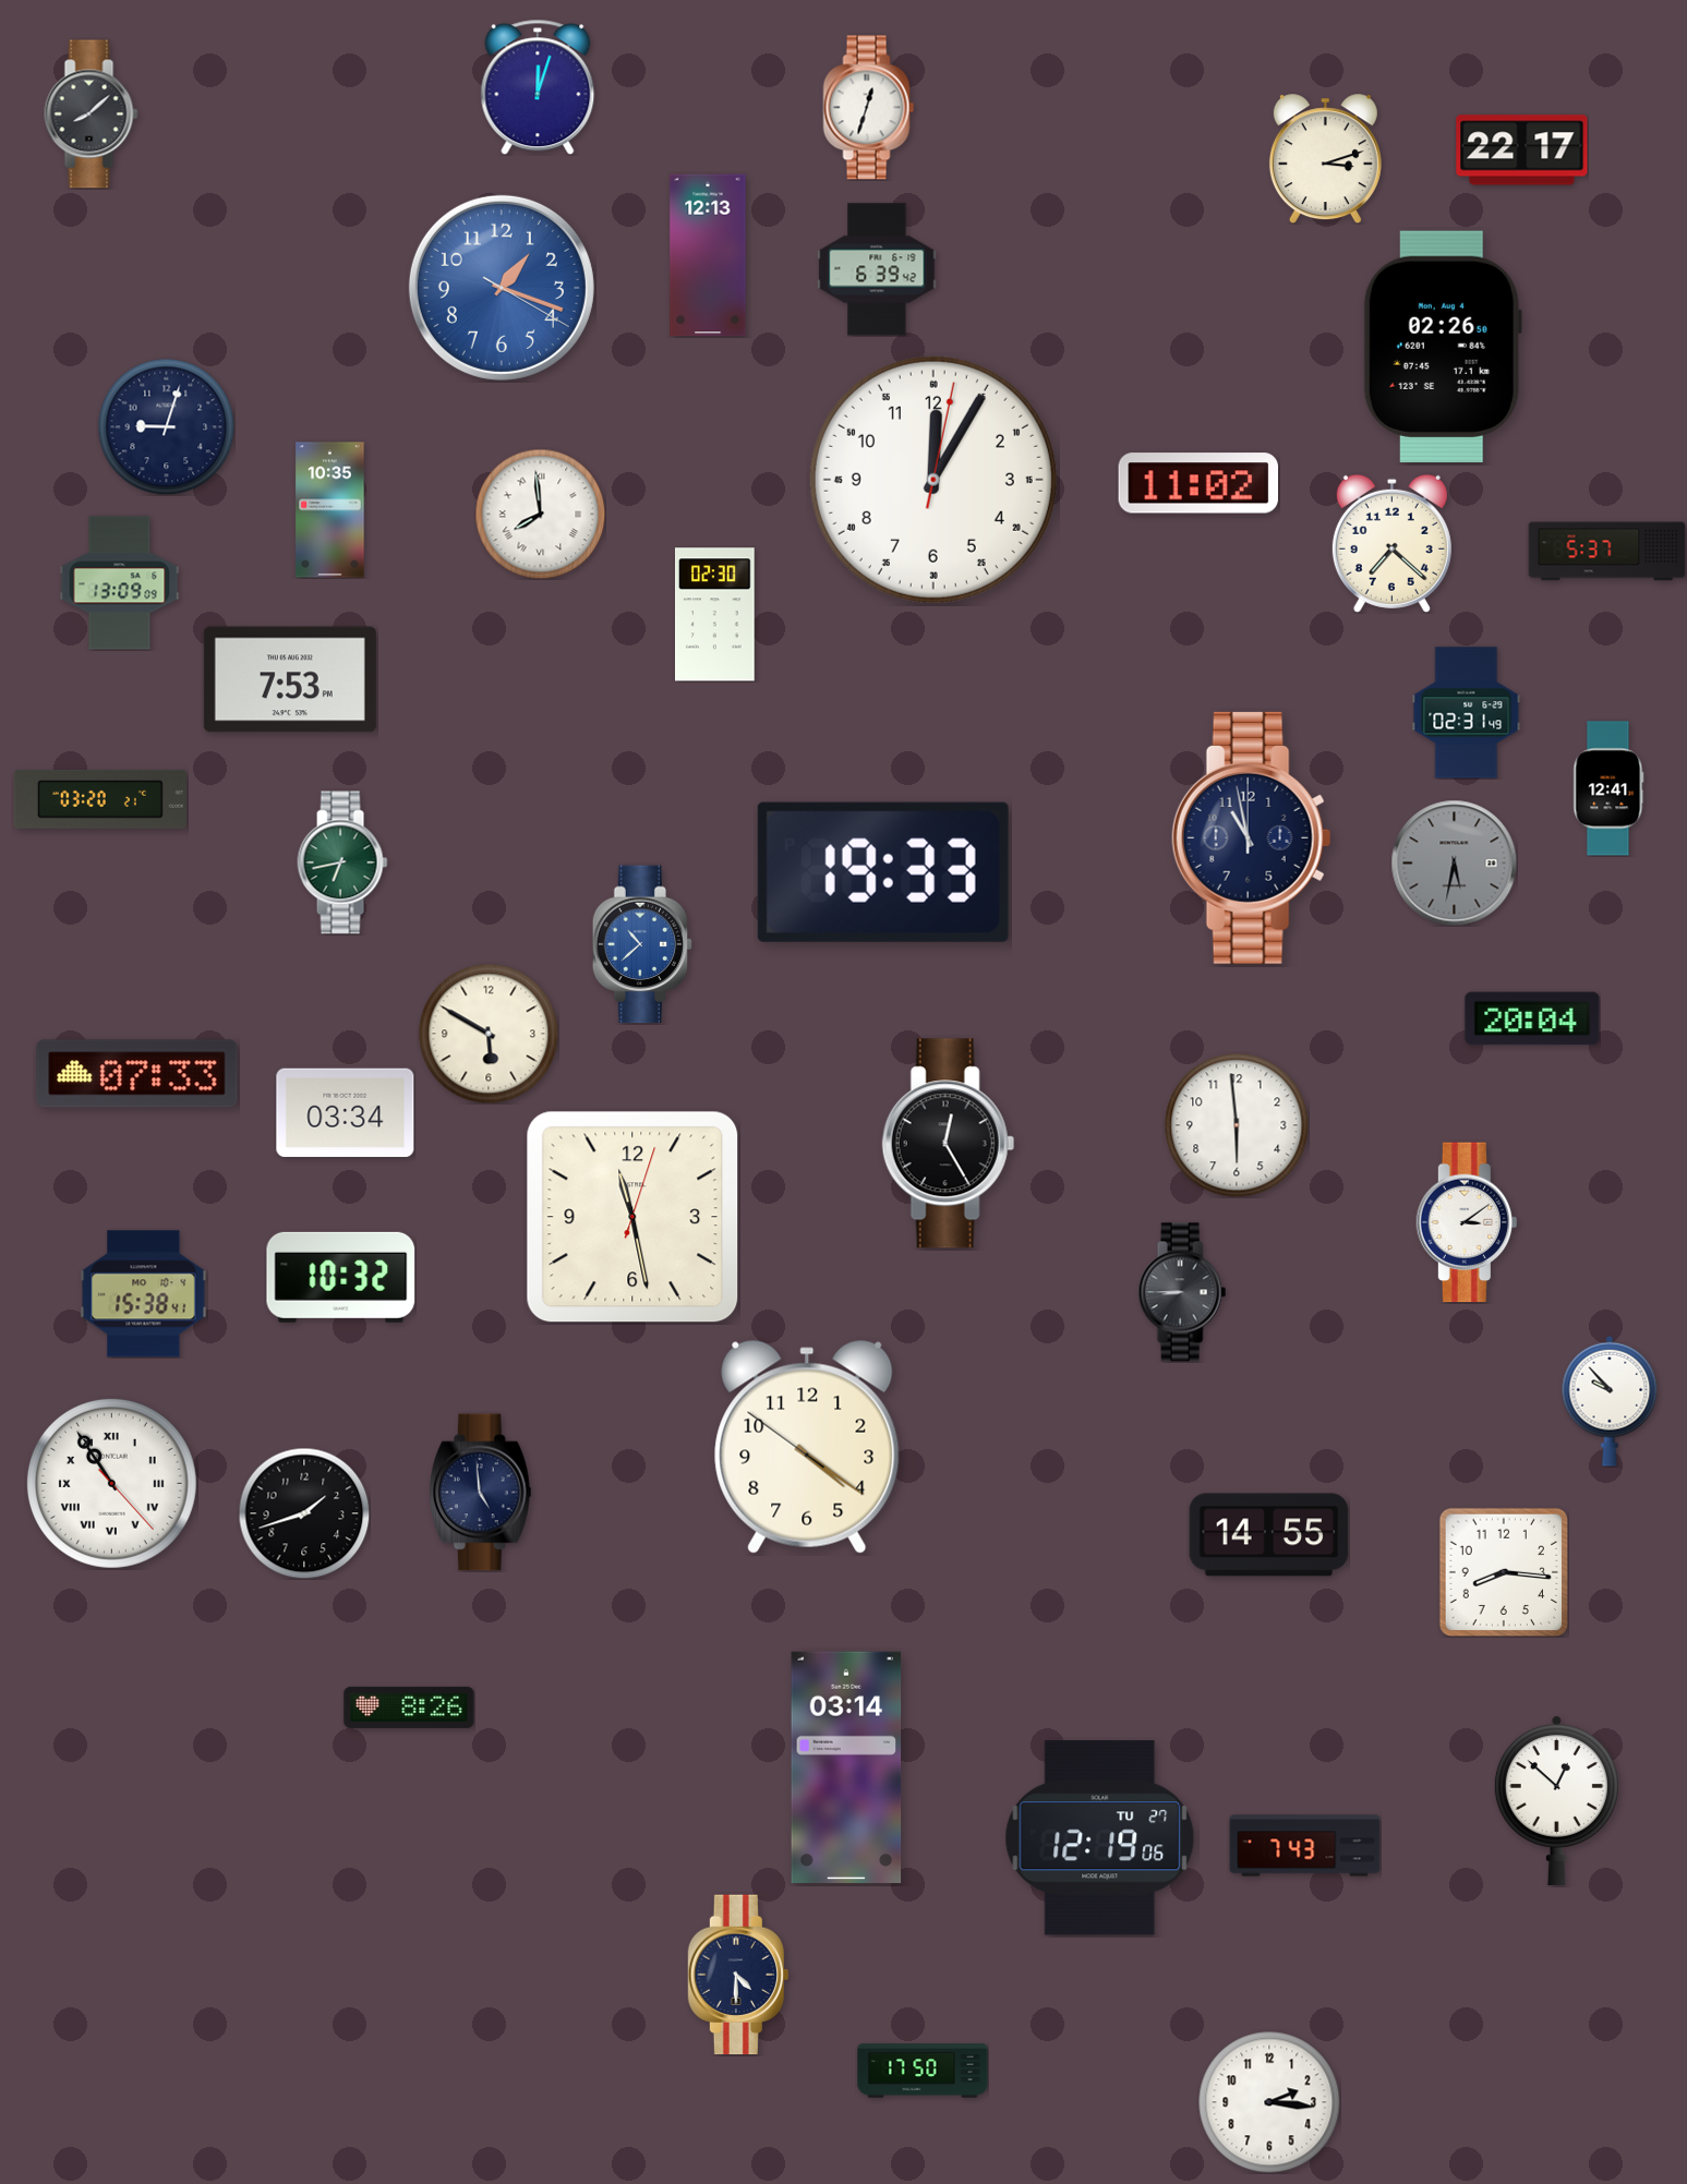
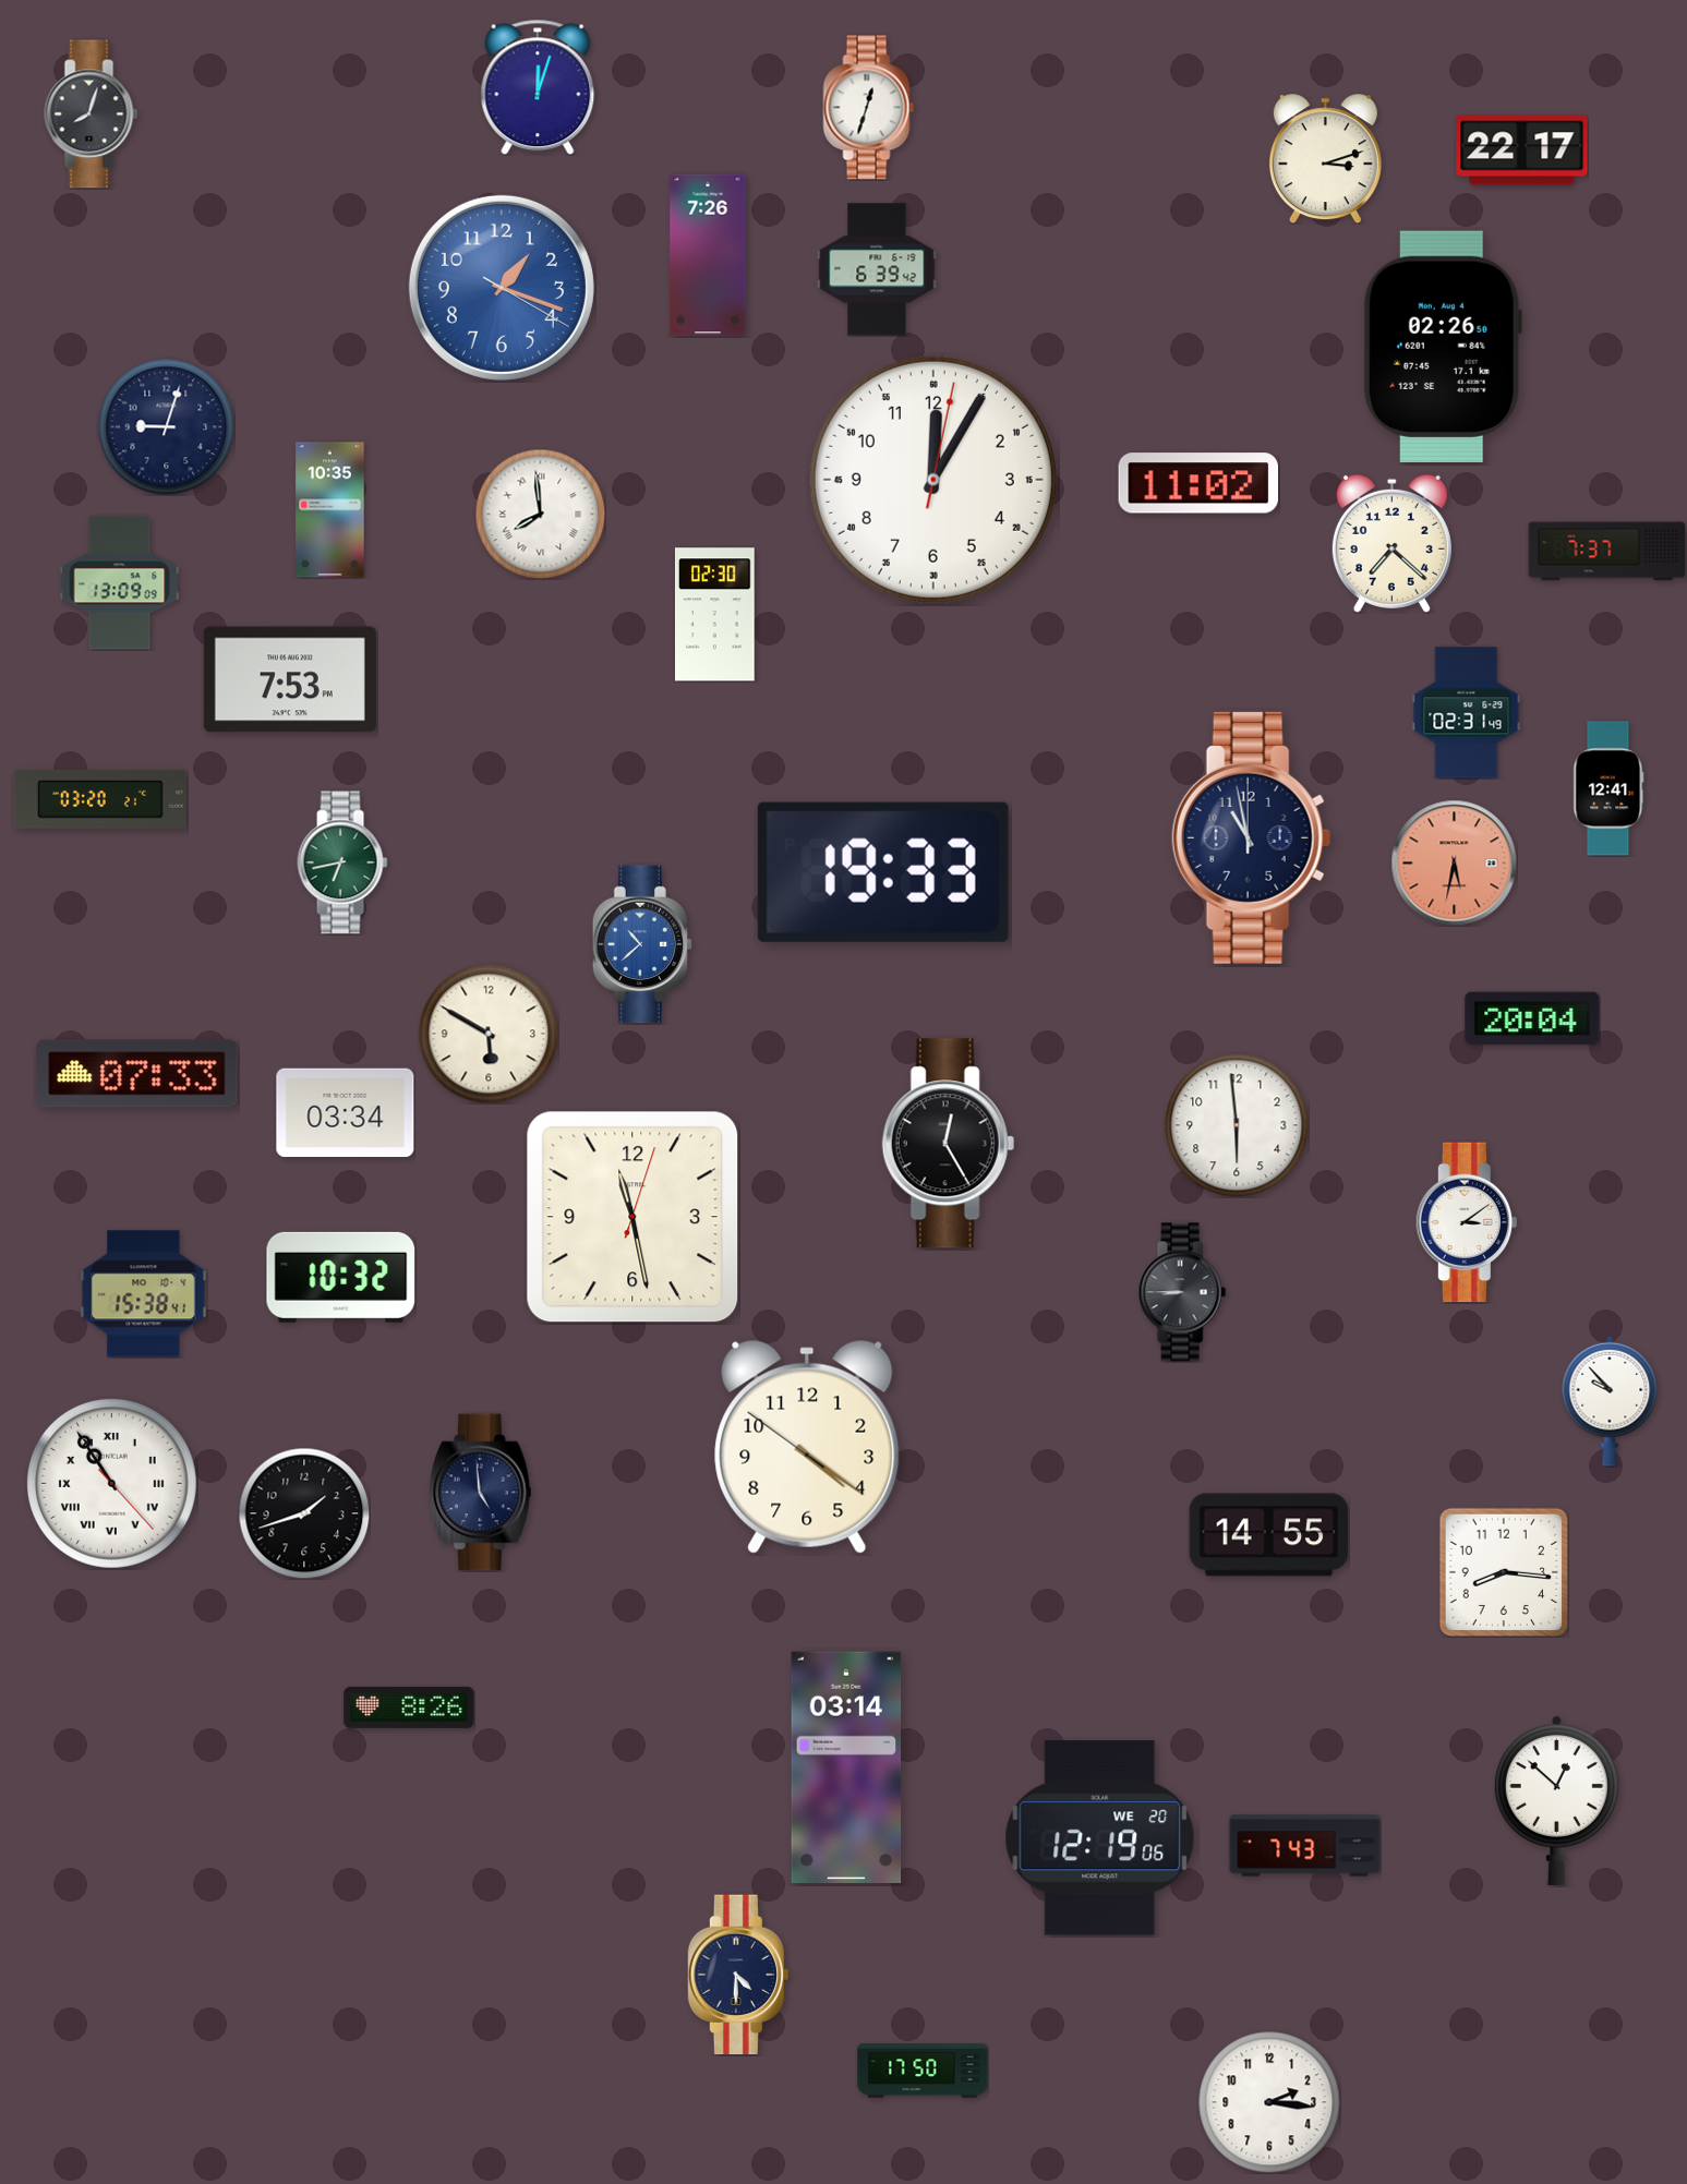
clock at (92, 114): 8:08 -> 8:03
clock at (708, 255): 12:13 -> 7:26
clock at (1607, 552): 5:37 -> 7:37
clock at (1454, 862) dial: grey -> salmon
clock at (1100, 1838) date: TU 27 -> WE 20
